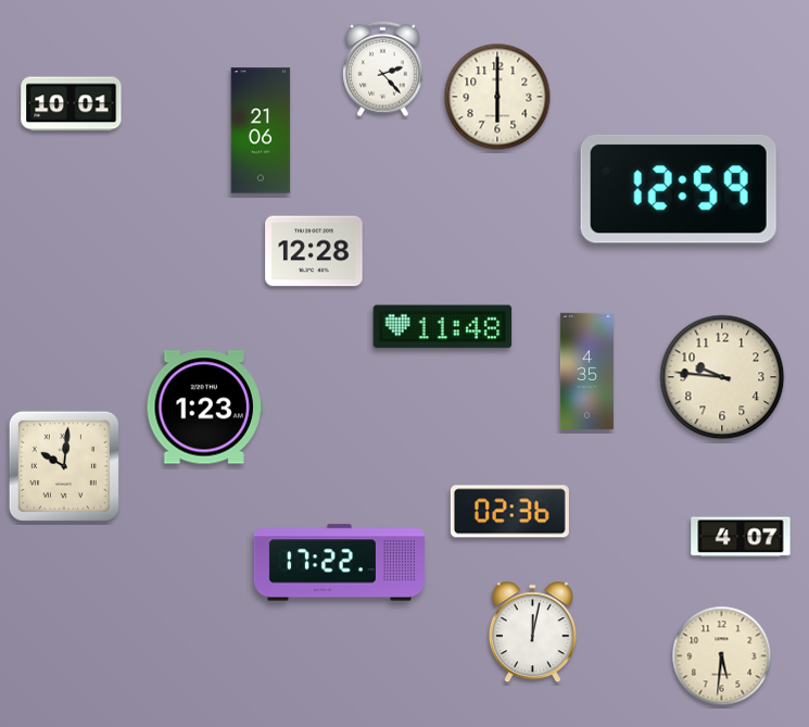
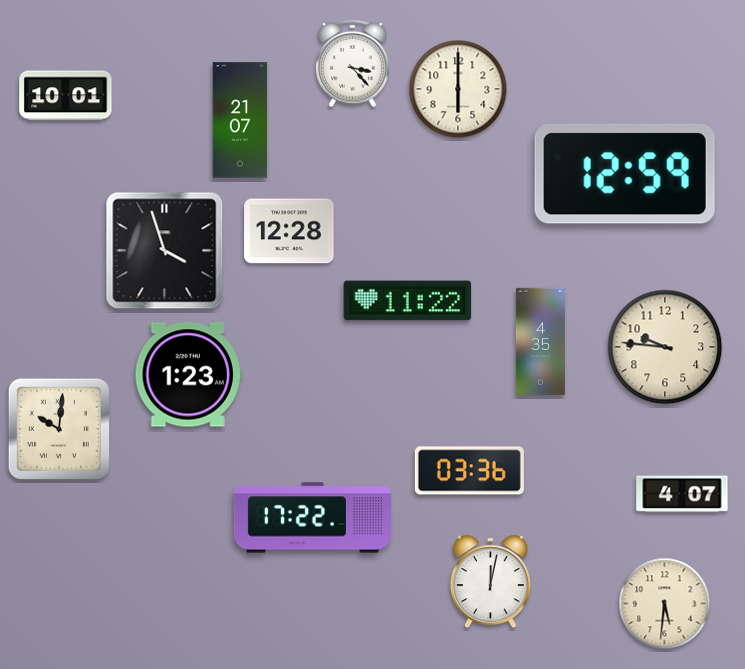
clock at (383, 70): 2:23 -> 3:23
clock at (261, 130): 21:06 -> 21:07
clock at (165, 251): none -> 3:57
clock at (443, 327): 11:48 -> 11:22
clock at (509, 512): 02:36 -> 03:36
